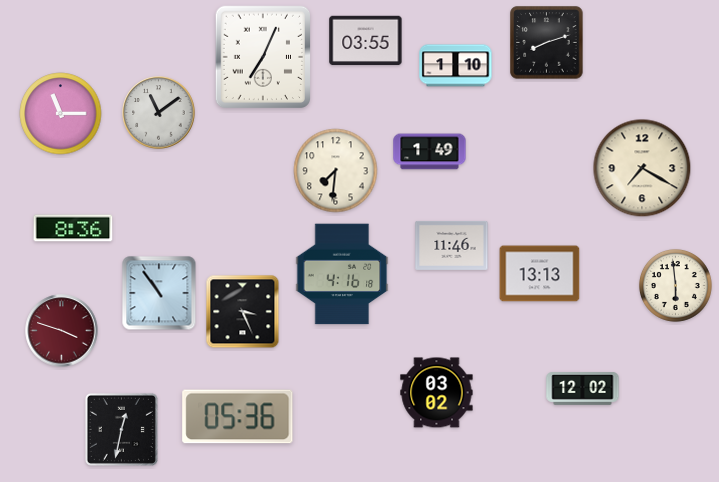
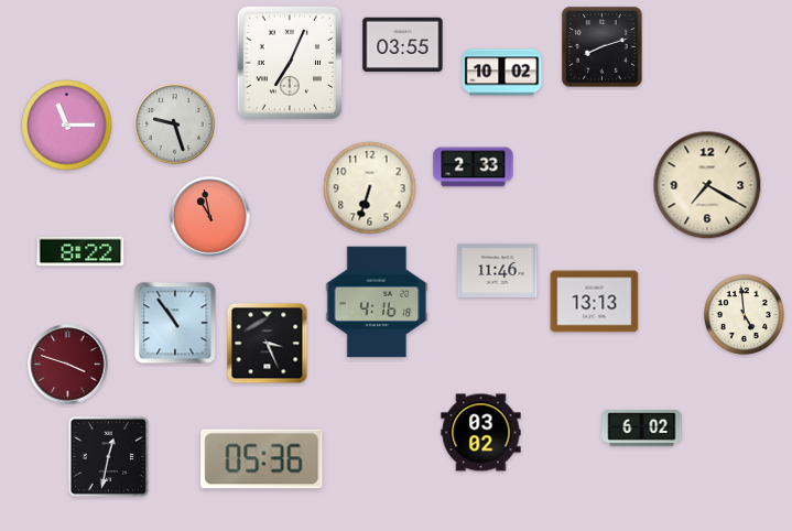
clock at (456, 66): 1:10 -> 10:02
clock at (159, 113): 11:09 -> 9:27
clock at (430, 152): 1:49 -> 2:33
clock at (336, 171): 7:31 -> 6:33
clock at (210, 217): none -> 10:58
clock at (73, 228): 8:36 -> 8:22
clock at (675, 285): 5:59 -> 4:59
clock at (583, 389): 12:02 -> 6:02
clock at (121, 429) position: (121, 429) -> (108, 456)
